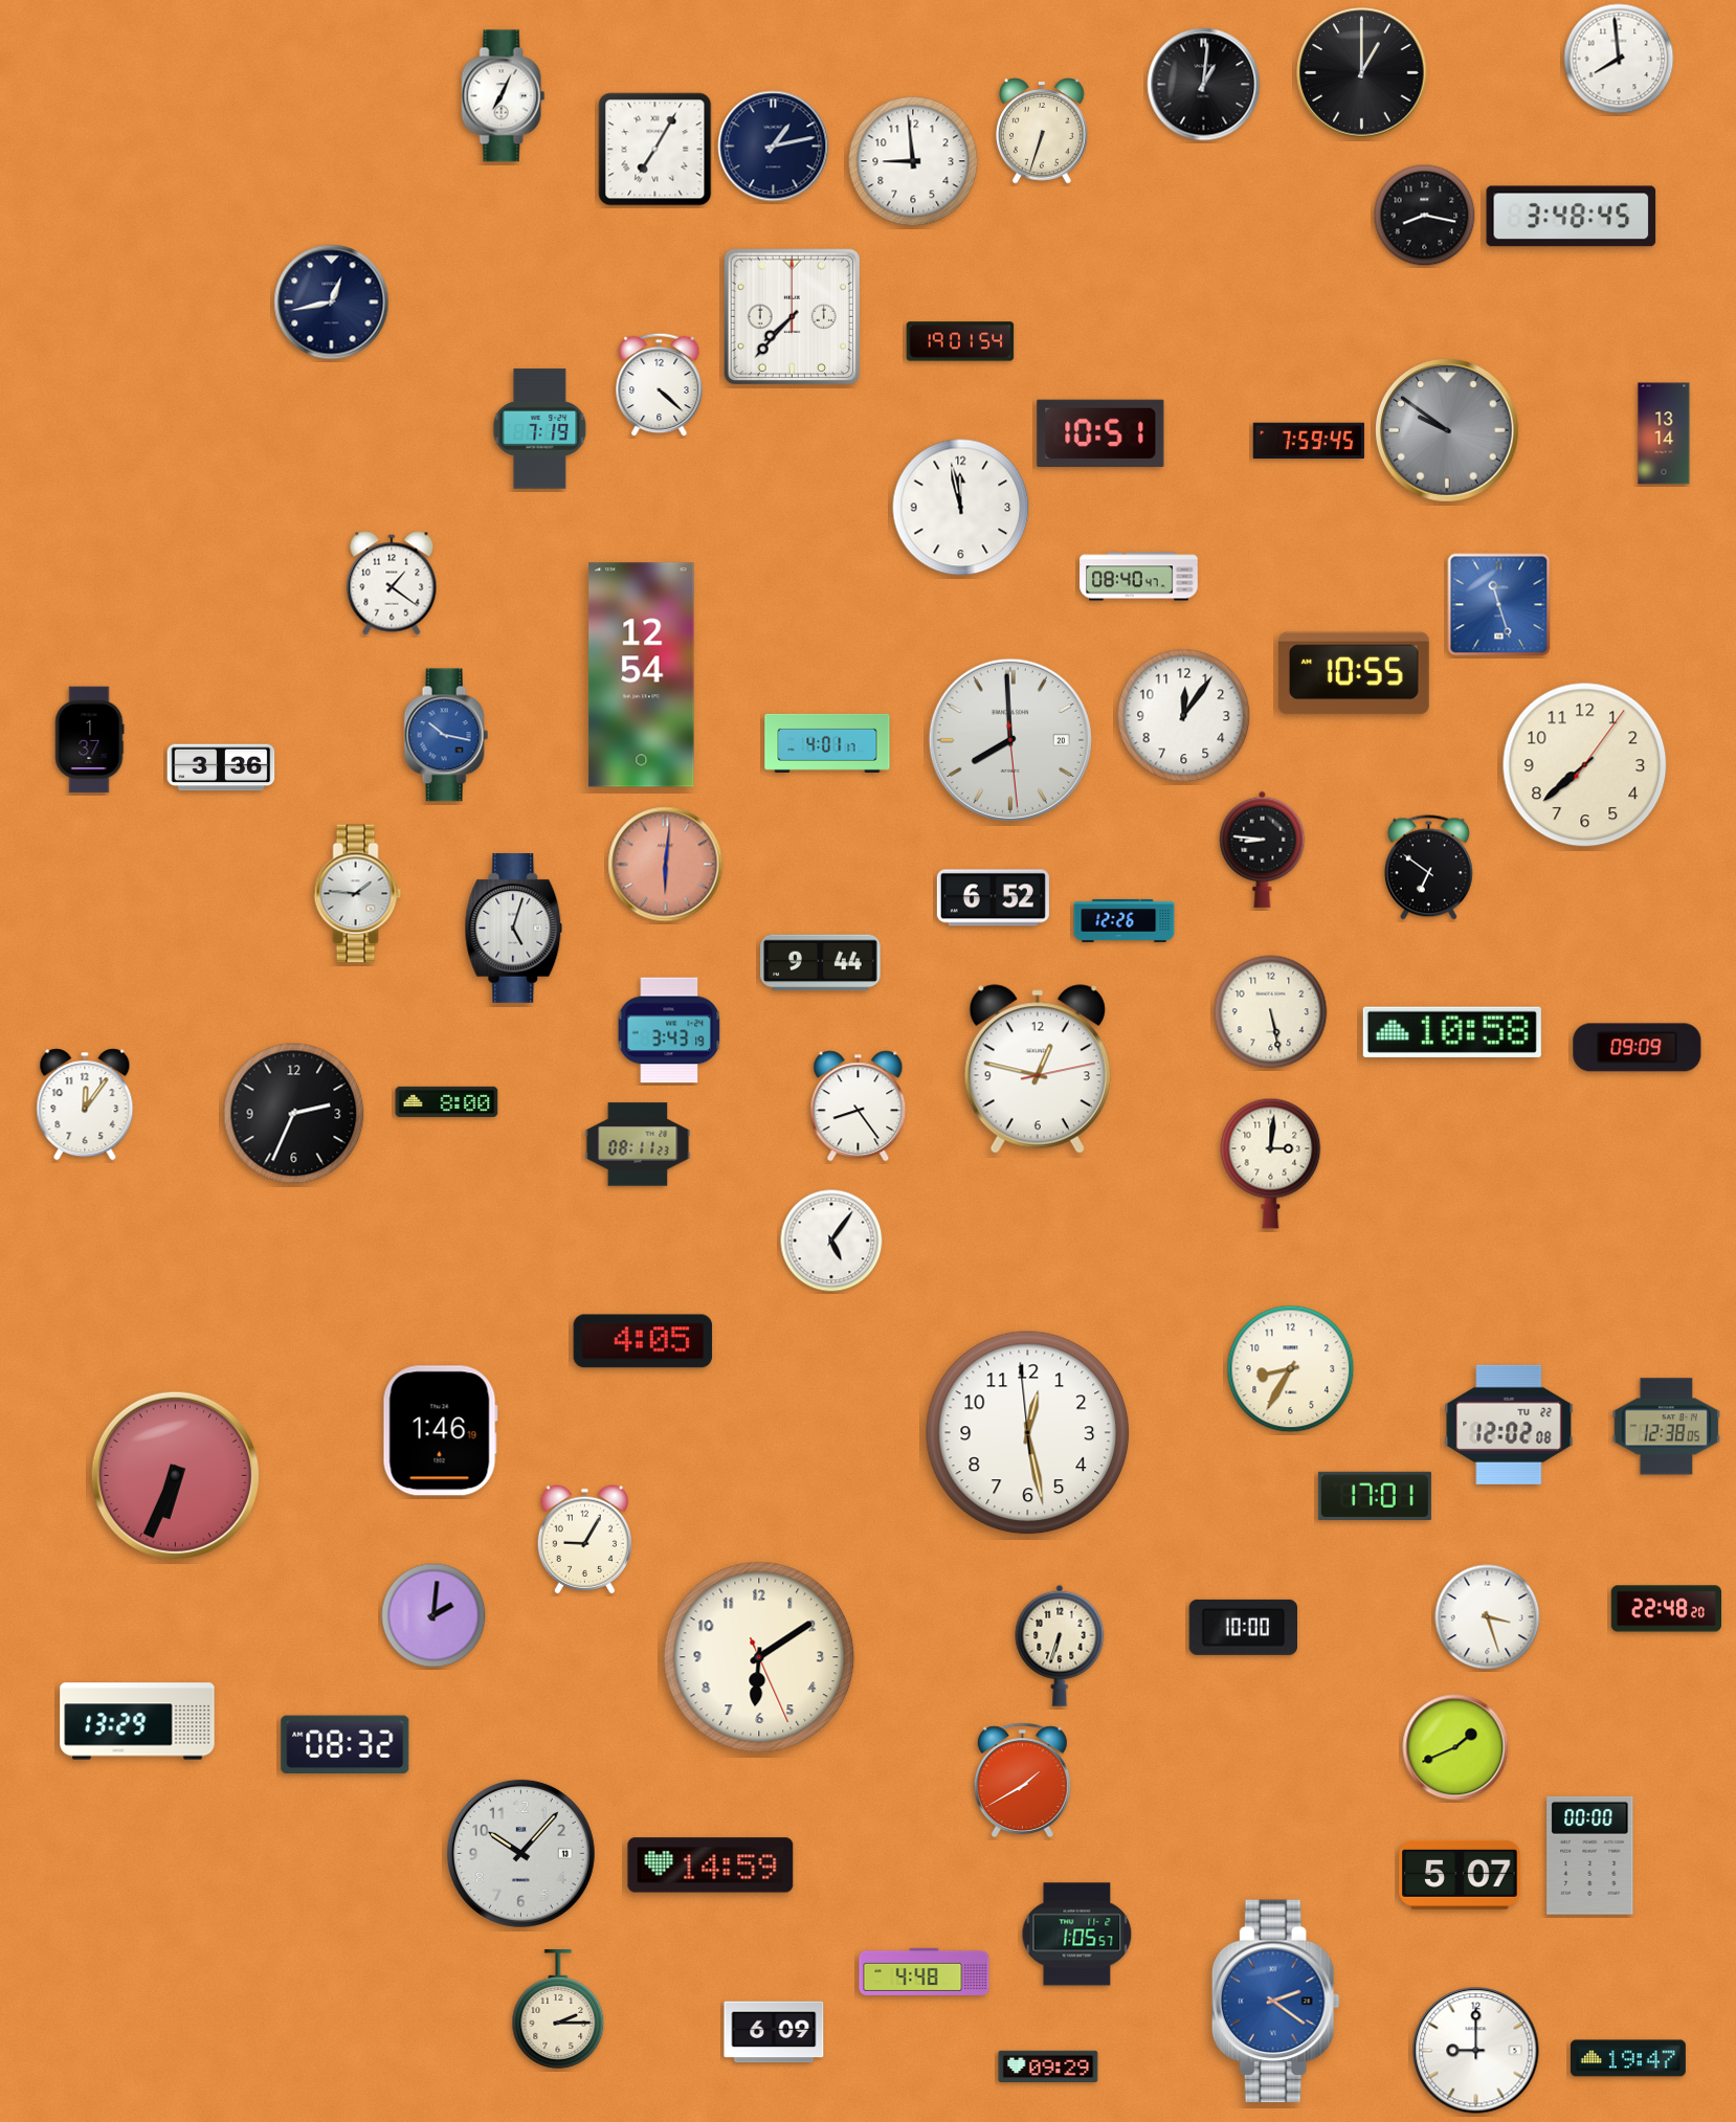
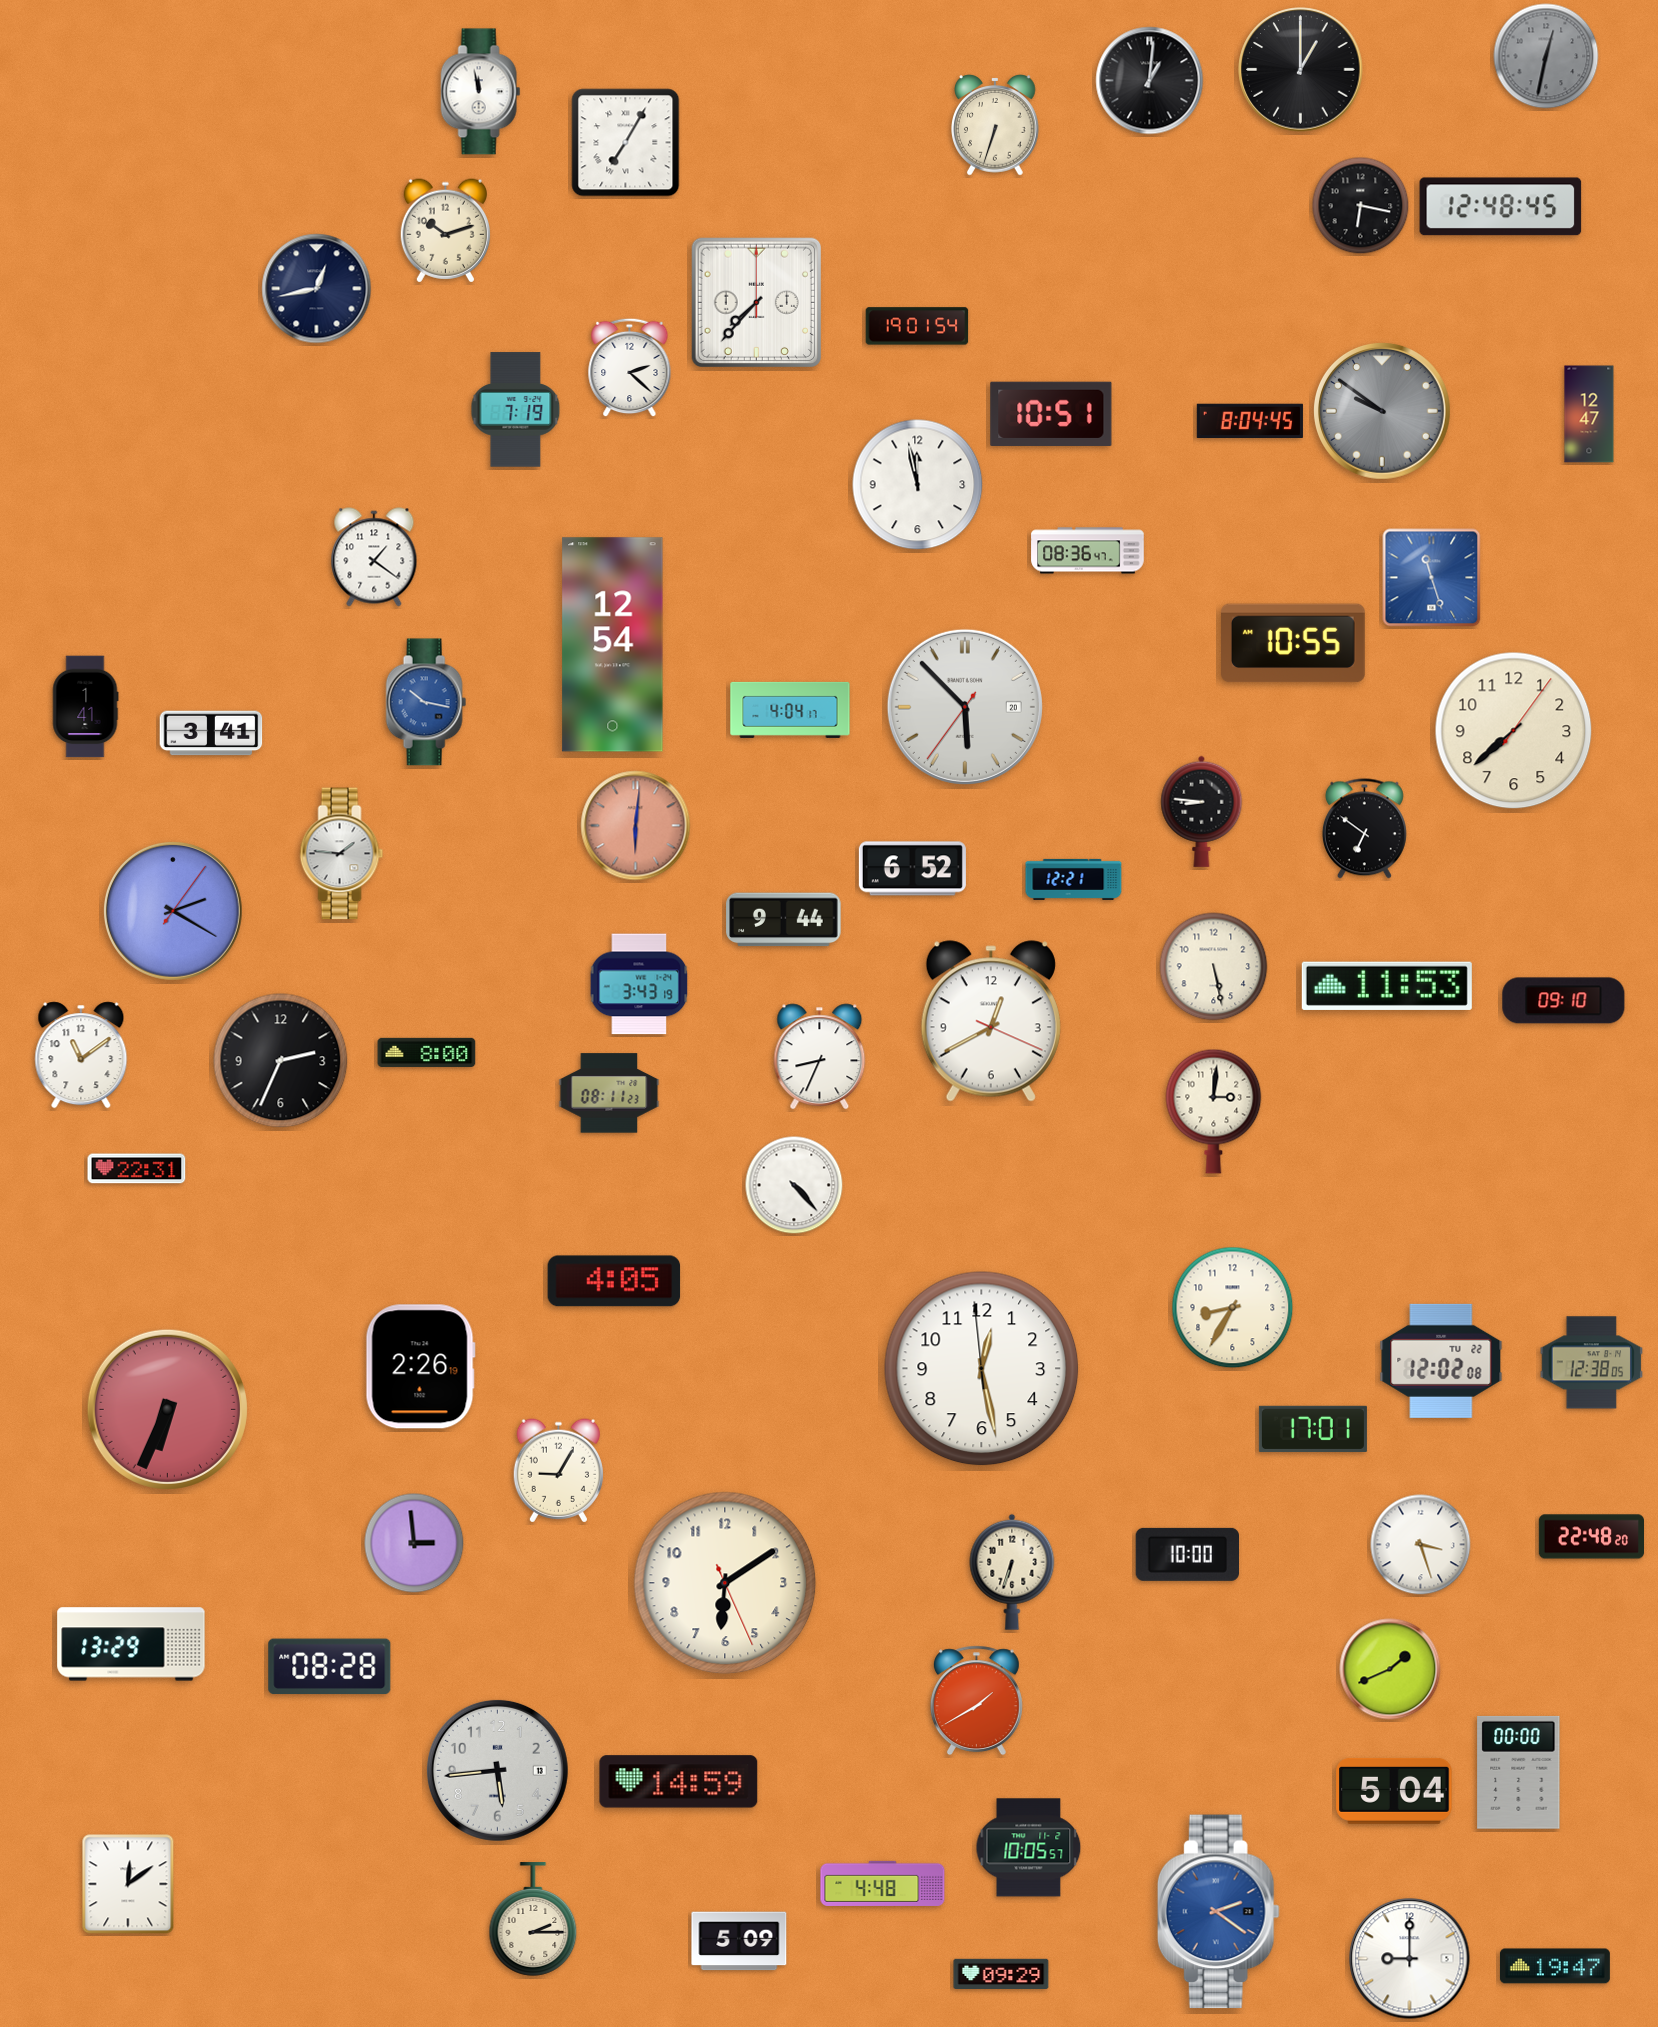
clock at (1619, 59): 7:59 -> 12:32
clock at (1619, 59) dial: white -> grey
clock at (504, 96): 7:04 -> 11:58
clock at (774, 147): 1:13 -> none
clock at (913, 161): 8:59 -> none
clock at (1425, 216): 8:17 -> 6:17
clock at (1572, 217): 3:48 -> 12:48
clock at (445, 231): none -> 10:12
clock at (660, 385): 4:22 -> 2:22
clock at (1664, 433): 13:14 -> 12:47
clock at (1309, 441): 7:59 -> 8:04
clock at (1139, 577): 08:40 -> 08:36
clock at (1184, 716): 12:06 -> none
clock at (89, 740): 1:37 -> 1:41
clock at (1010, 740): 7:59 -> 5:52
clock at (827, 743): 4:01 -> 4:04
clock at (221, 767): 3:36 -> 3:41
clock at (1263, 849) position: (1263, 849) -> (1202, 811)
clock at (993, 898) position: (993, 898) -> (912, 869)
clock at (1125, 920): 12:26 -> 12:21
clock at (514, 928): 5:03 -> none
clock at (173, 911): none -> 2:20
clock at (1452, 1032): 10:58 -> 11:53
clock at (1638, 1048): 09:09 -> 09:10
clock at (1038, 1069): 12:47 -> 12:40
clock at (85, 1104): 12:06 -> 11:09
clock at (859, 1107): 8:24 -> 8:34
clock at (294, 1114) position: (294, 1114) -> (281, 1061)
clock at (137, 1169): none -> 22:31
clock at (831, 1241): 5:06 -> 4:23
clock at (440, 1431): 1:46 -> 2:26
clock at (433, 1615): 2:01 -> 2:59
clock at (346, 1745): 08:32 -> 08:28
clock at (520, 1853): 10:07 -> 5:44
clock at (1460, 1875): 5:07 -> 5:04
clock at (1077, 1935): 1:05 -> 10:05
clock at (128, 1884): none -> 12:09
clock at (774, 2032): 6:09 -> 5:09
